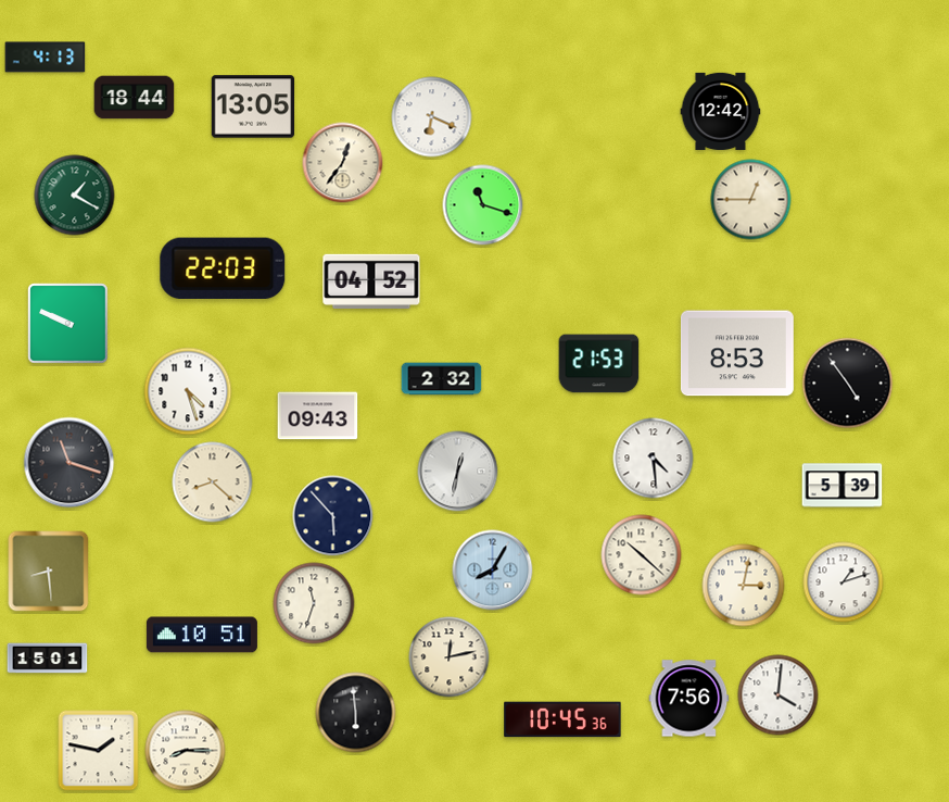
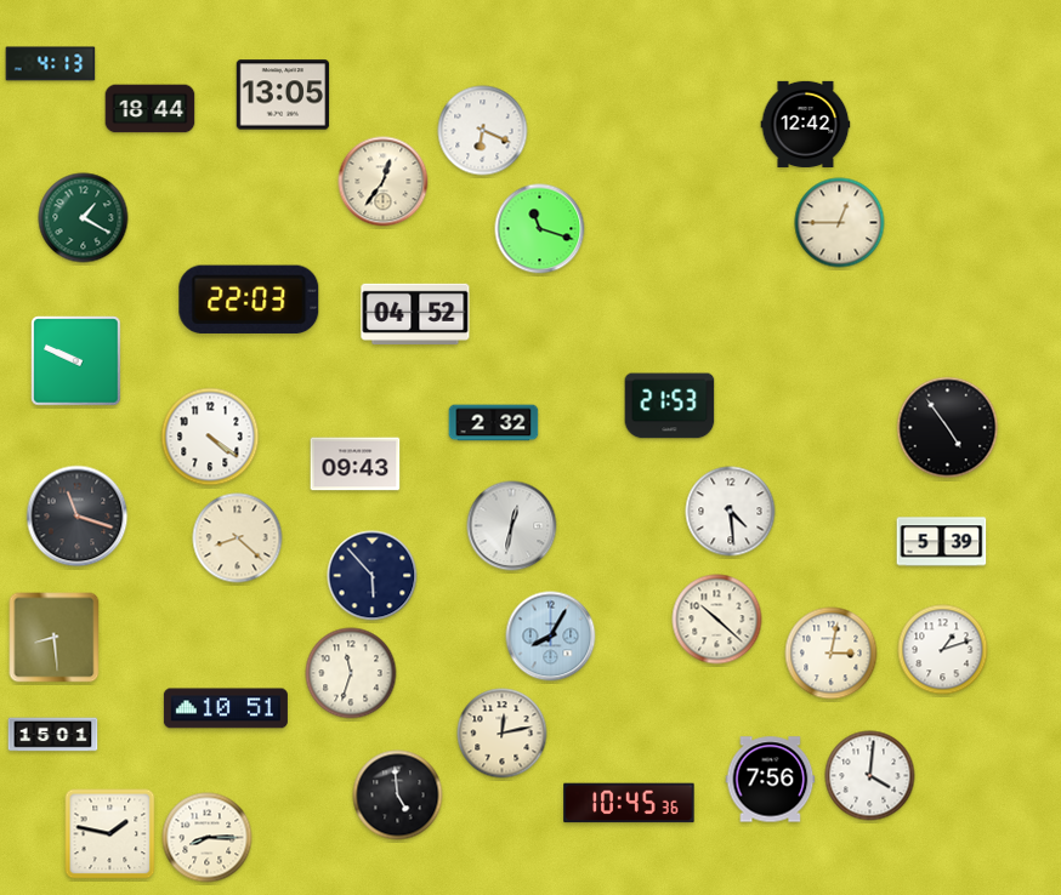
clock at (253, 106) position: (253, 106) -> (283, 95)
clock at (737, 353): 8:53 -> none
clock at (188, 391): 4:27 -> 4:21
clock at (356, 713): 5:59 -> 4:59
clock at (99, 751) position: (99, 751) -> (110, 834)
